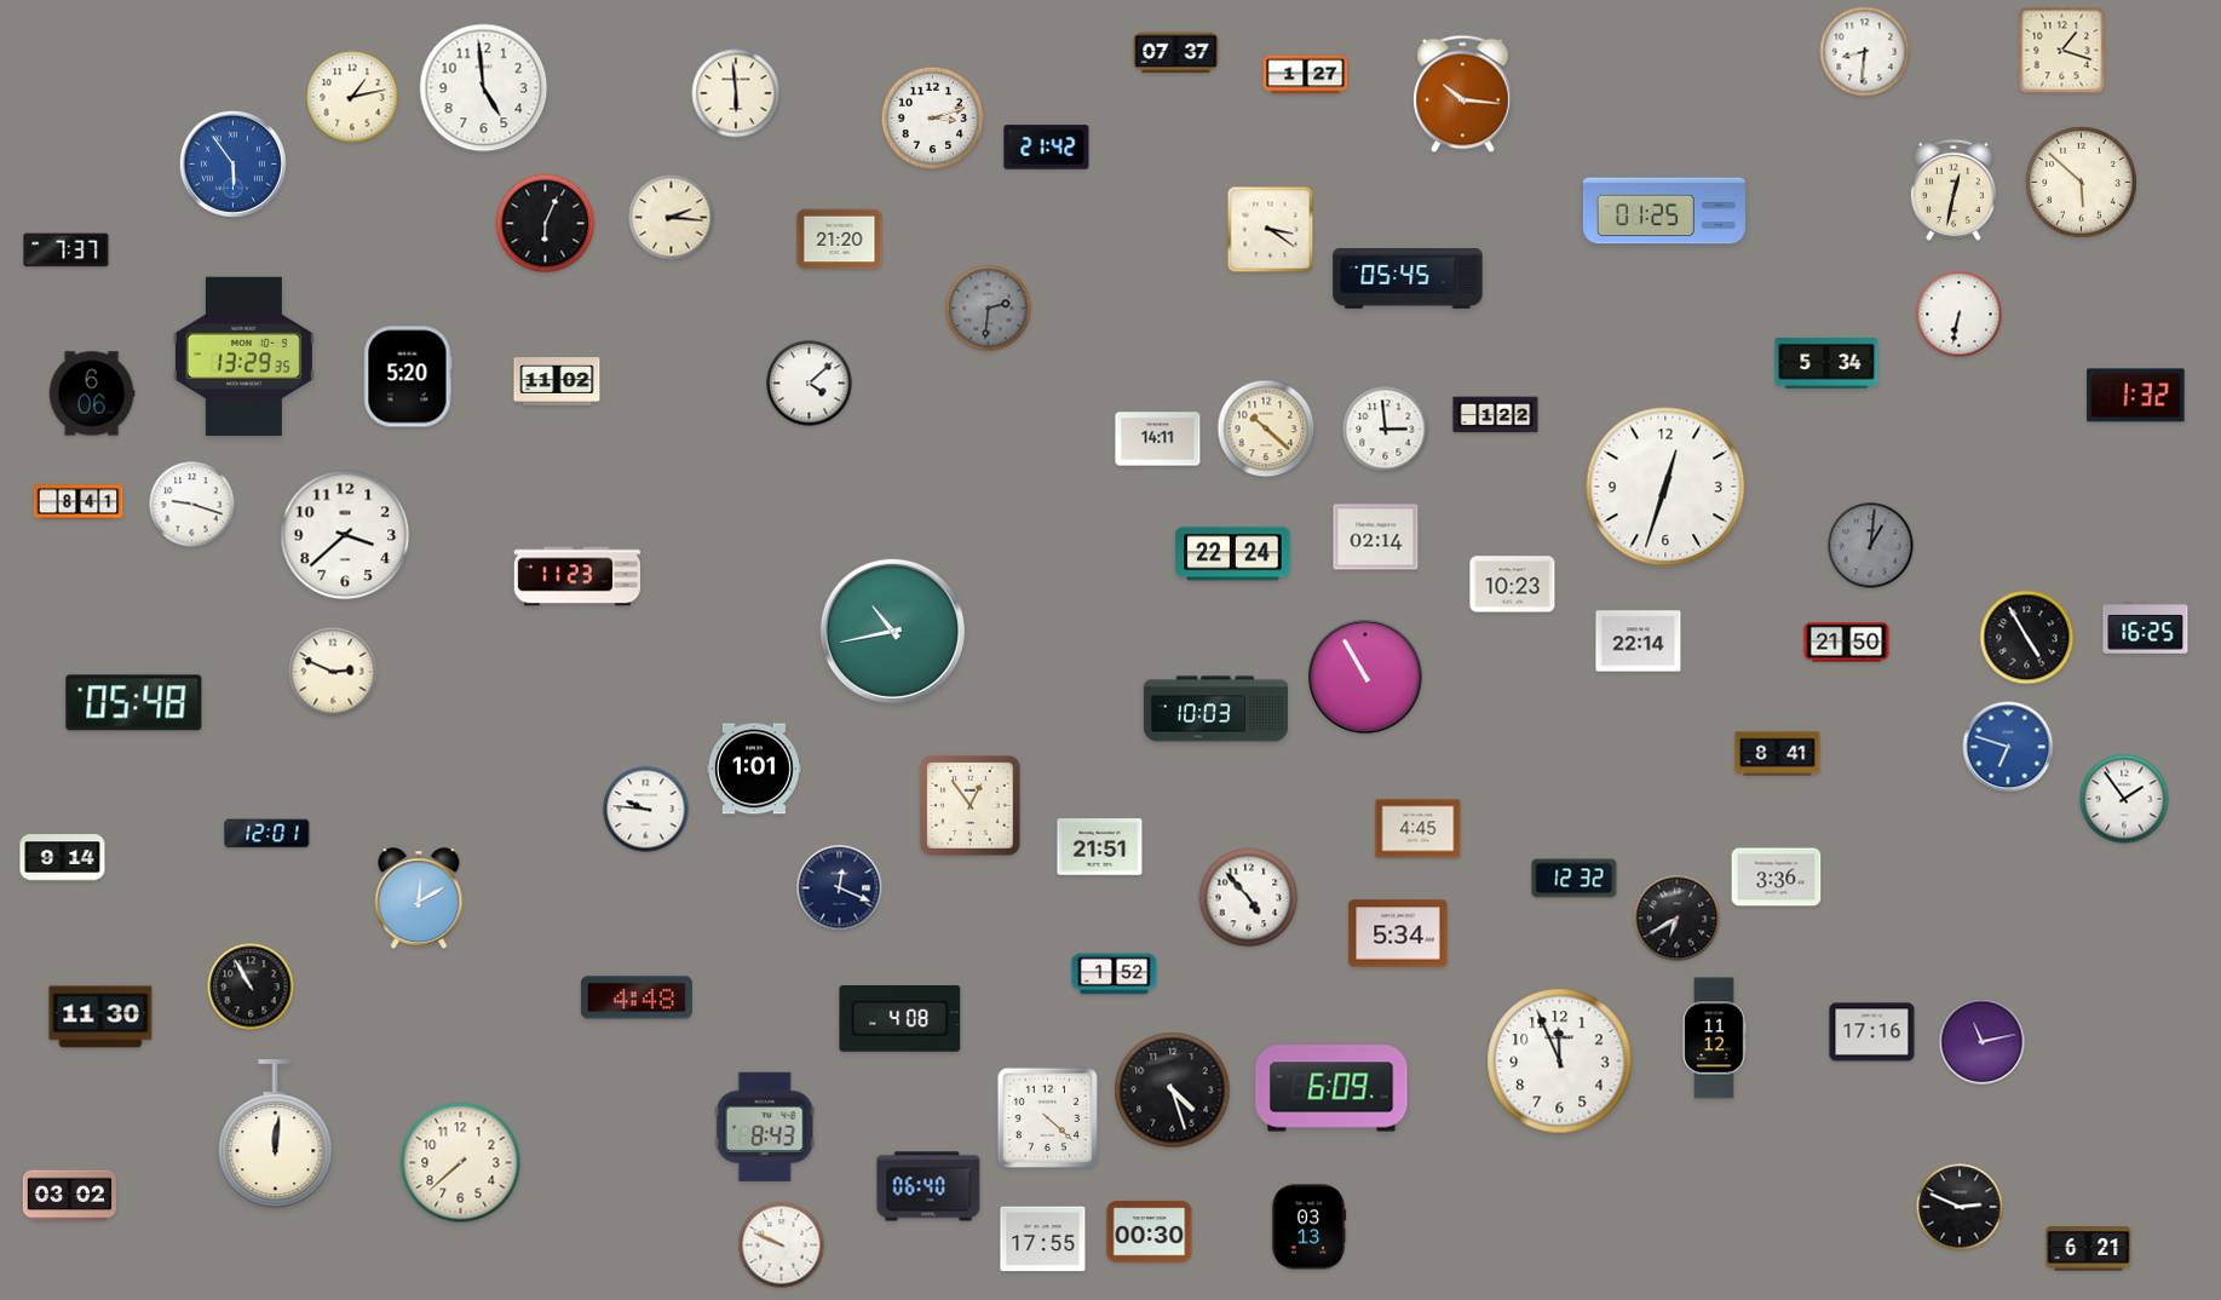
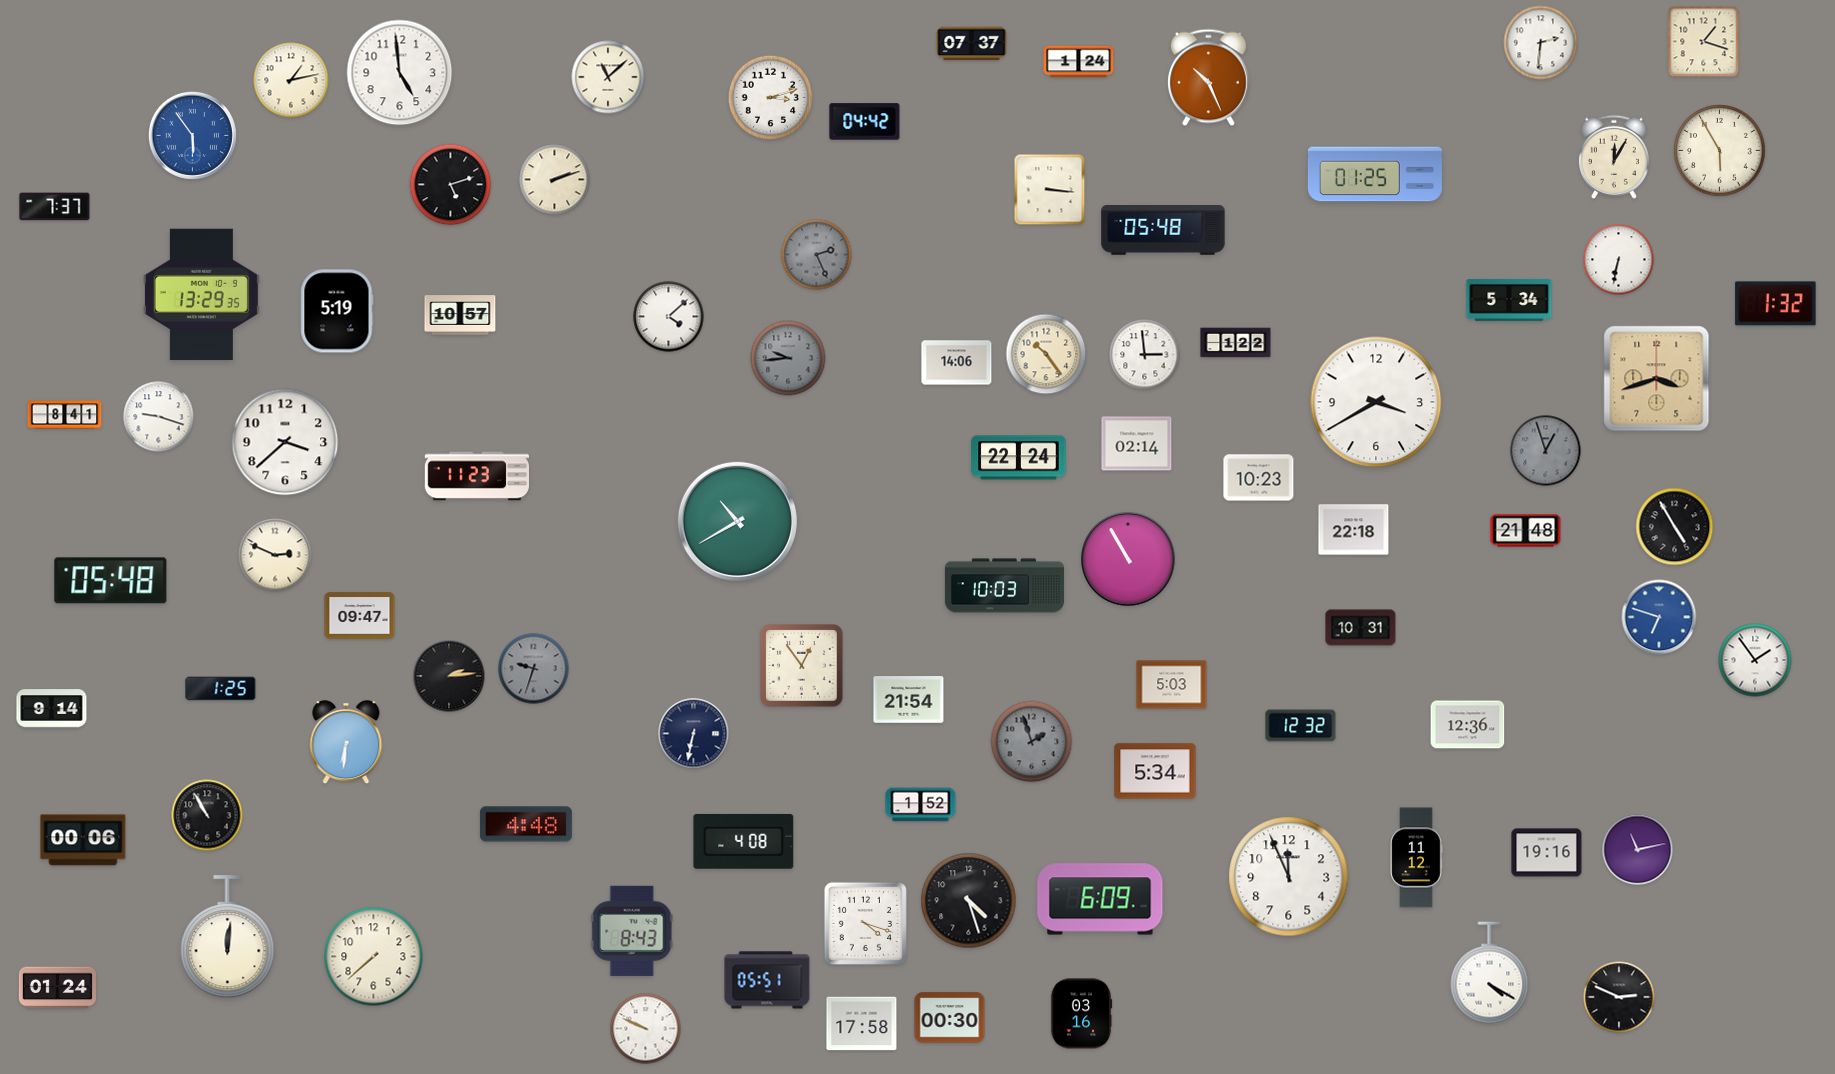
clock at (1865, 52): 8:31 -> 2:31
clock at (1306, 75): 1:27 -> 1:24
clock at (736, 93): 5:59 -> 11:08
clock at (1463, 94): 10:16 -> 10:26
clock at (1047, 148): 21:42 -> 04:42
clock at (2082, 183): 5:52 -> 5:55
clock at (1954, 190): 12:32 -> 12:05
clock at (672, 218): 2:16 -> 2:12
clock at (546, 224): 6:04 -> 5:12
clock at (1271, 230): 3:21 -> 3:16
clock at (840, 240): 21:20 -> none
clock at (1408, 280): 05:45 -> 05:48
clock at (989, 309): 2:31 -> 2:26
clock at (408, 376): 5:20 -> 5:19
clock at (557, 381): 11:02 -> 10:57
clock at (92, 393): 6:06 -> none
clock at (2136, 396) position: (2136, 396) -> (1776, 304)
clock at (1266, 428): 10:22 -> 10:24
clock at (788, 358): none -> 9:44
clock at (1158, 439): 14:11 -> 14:06
clock at (1657, 379): none -> 3:42
clock at (1665, 487): 12:33 -> 3:40
clock at (1871, 546): 1:01 -> 12:57
clock at (1513, 585) position: (1513, 585) -> (1259, 478)
clock at (2146, 628): 16:25 -> none
clock at (892, 631): 10:43 -> 10:40
clock at (1639, 642): 22:14 -> 22:18
clock at (1847, 643): 21:50 -> 21:48
clock at (360, 616): none -> 09:47
clock at (1778, 754): 8:41 -> none
clock at (1361, 628): none -> 10:31
clock at (754, 769): 1:01 -> none
clock at (646, 810): 9:46 -> 9:33
clock at (646, 810) dial: white -> grey
clock at (449, 676): none -> 2:14
clock at (1419, 829): 4:45 -> 5:03
clock at (267, 834): 12:01 -> 1:25
clock at (1100, 847): 21:51 -> 21:54
clock at (1777, 878): 3:36 -> 12:36
clock at (840, 888): 12:19 -> 6:32
clock at (1249, 898): 4:53 -> 1:57
clock at (1249, 898) dial: white -> grey
clock at (419, 899): 12:10 -> 6:31
clock at (1678, 919): 6:40 -> none
clock at (100, 1017): 11:30 -> 00:06
clock at (1872, 1032): 17:16 -> 19:16
clock at (1983, 1042) position: (1983, 1042) -> (1638, 850)
clock at (1047, 1117): 4:22 -> 4:18
clock at (461, 1163) position: (461, 1163) -> (374, 957)
clock at (1490, 973): none -> 4:20
clock at (928, 1186): 06:40 -> 05:51
clock at (69, 1196): 03:02 -> 01:24
clock at (1308, 1227): 03:13 -> 03:16
clock at (1043, 1239): 17:55 -> 17:58
clock at (2089, 1249): 6:21 -> none
